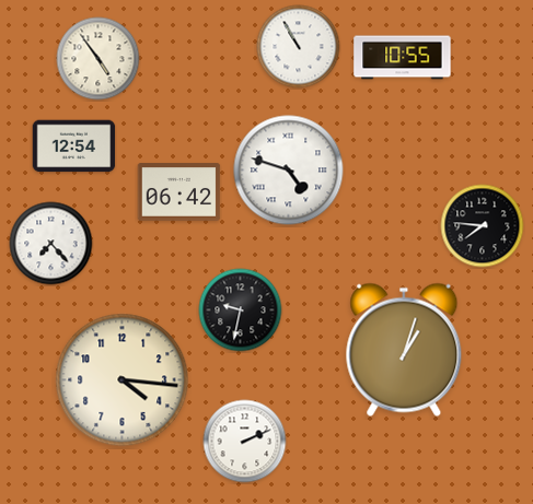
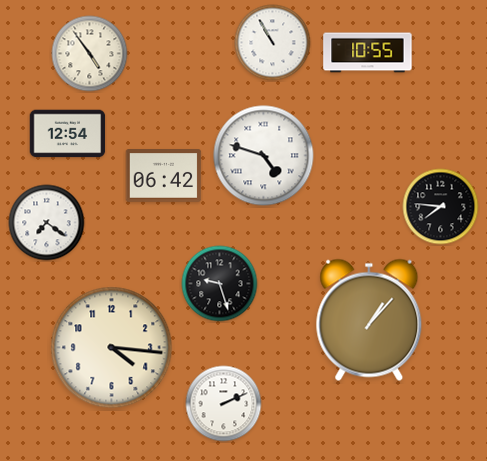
clock at (51, 244): 7:23 -> 7:21
clock at (241, 310): 9:32 -> 9:27
clock at (404, 350): 1:03 -> 1:07
